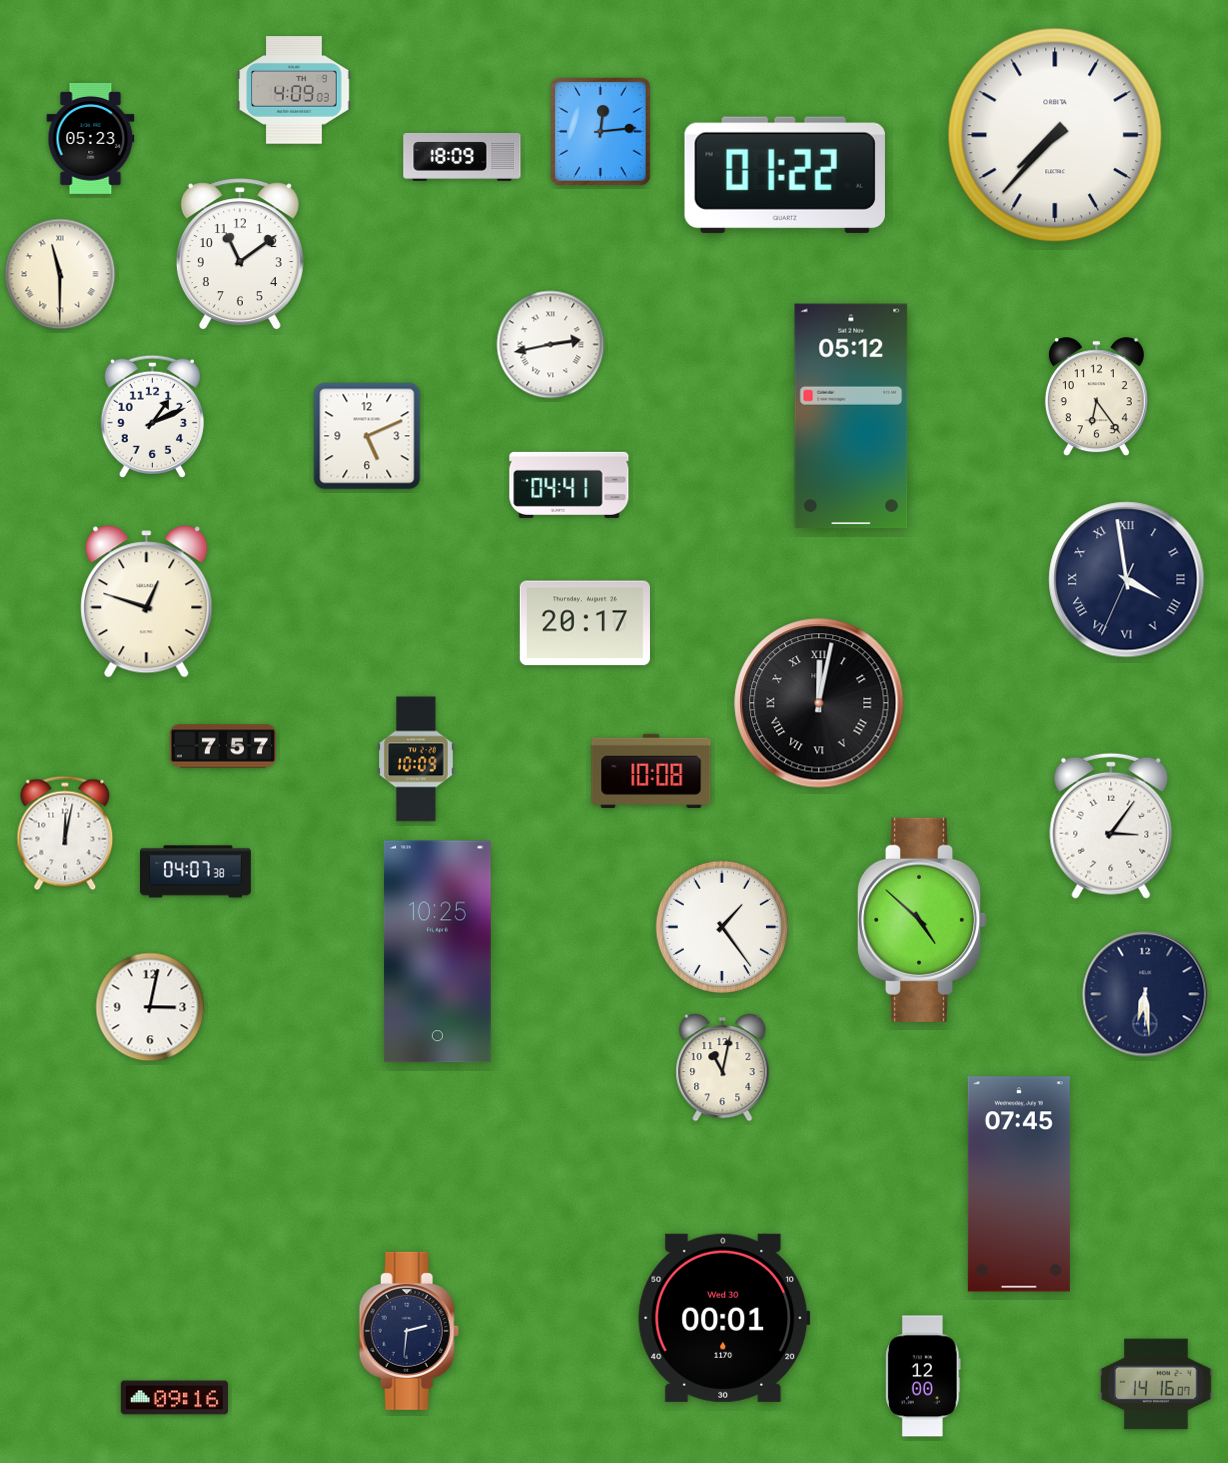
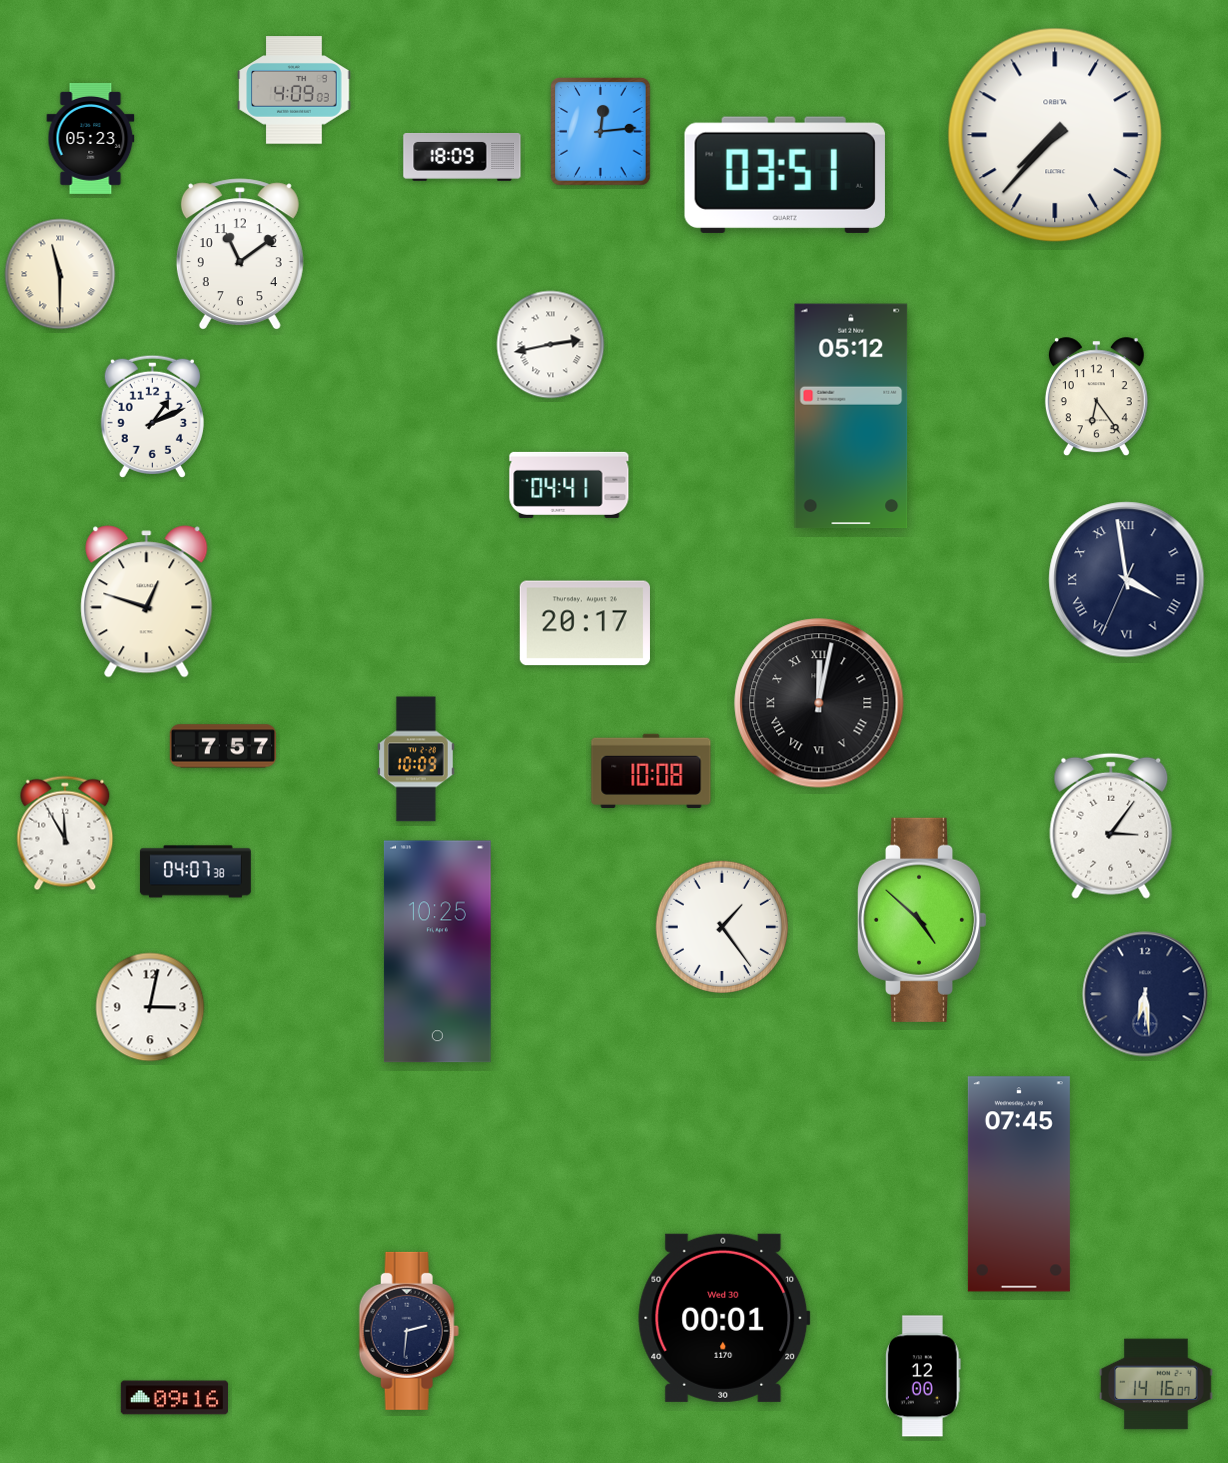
clock at (785, 175): 01:22 -> 03:51
clock at (367, 436): 5:11 -> none
clock at (65, 833): 12:02 -> 11:55
clock at (723, 1068): 11:02 -> none
